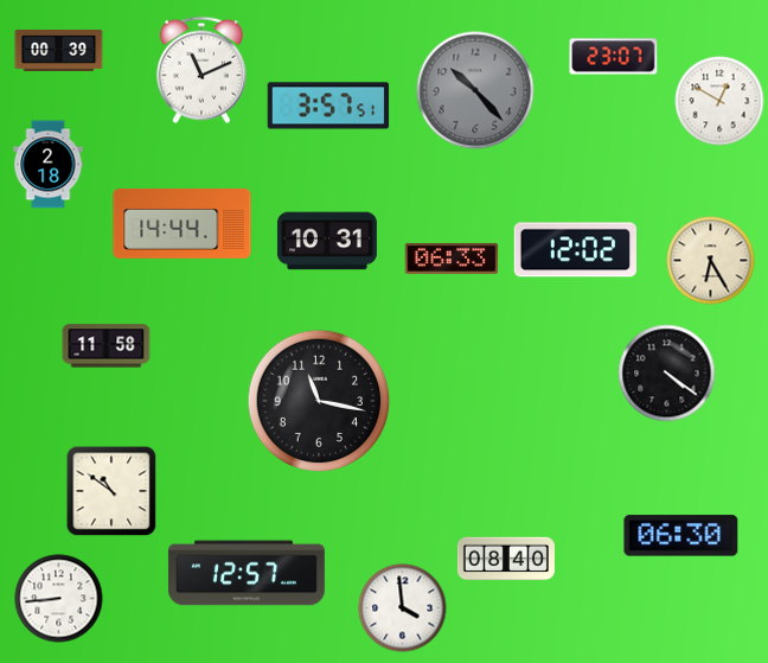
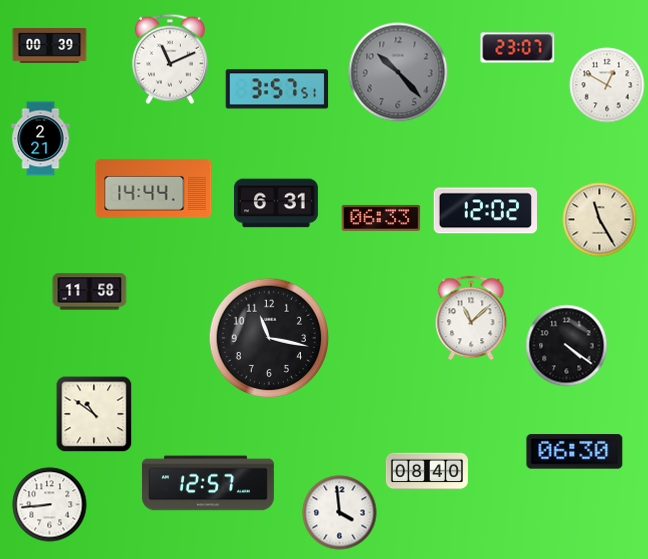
clock at (59, 51) position: (59, 51) -> (50, 46)
clock at (475, 90) position: (475, 90) -> (398, 72)
clock at (49, 165): 2:18 -> 2:21
clock at (327, 241): 10:31 -> 6:31
clock at (711, 261): 6:25 -> 11:25
clock at (667, 374) position: (667, 374) -> (567, 346)
clock at (471, 318): none -> 11:08
